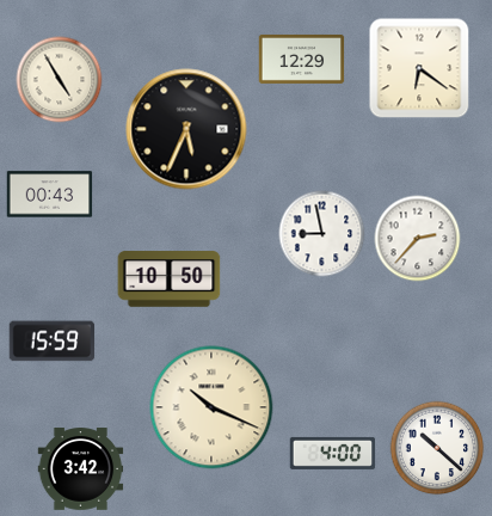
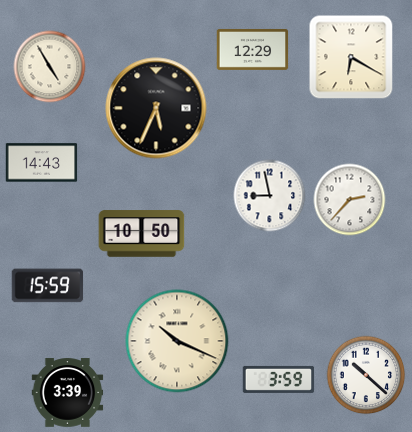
clock at (419, 68): 6:21 -> 6:20
clock at (50, 195): 00:43 -> 14:43
clock at (53, 342) position: (53, 342) -> (48, 286)
clock at (333, 453): 4:00 -> 3:59
clock at (81, 469): 3:42 -> 3:39
